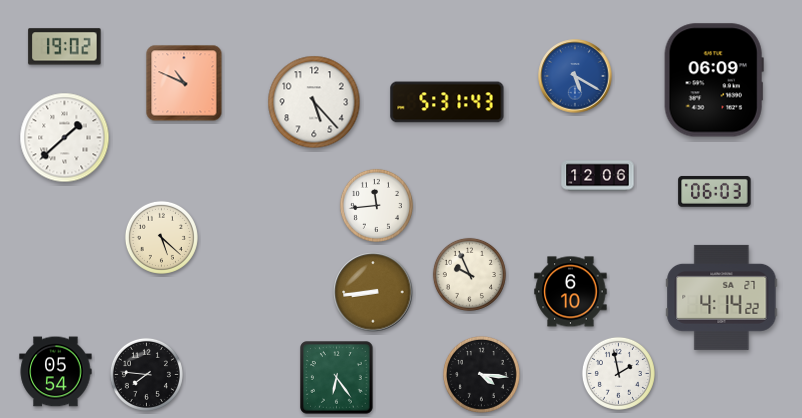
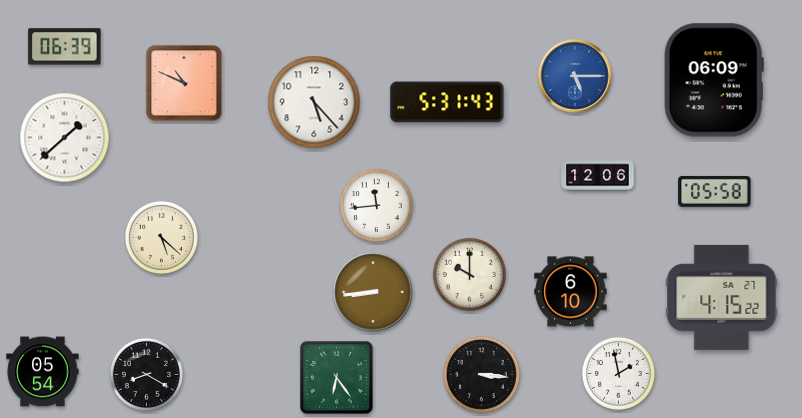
clock at (65, 47): 19:02 -> 06:39
clock at (575, 76): 5:20 -> 5:15
clock at (715, 192): 06:03 -> 05:58
clock at (469, 274): 9:56 -> 10:00
clock at (722, 297): 4:14 -> 4:15
clock at (56, 372) position: (56, 372) -> (43, 372)
clock at (146, 374): 7:46 -> 8:20
clock at (482, 375): 4:16 -> 3:16
